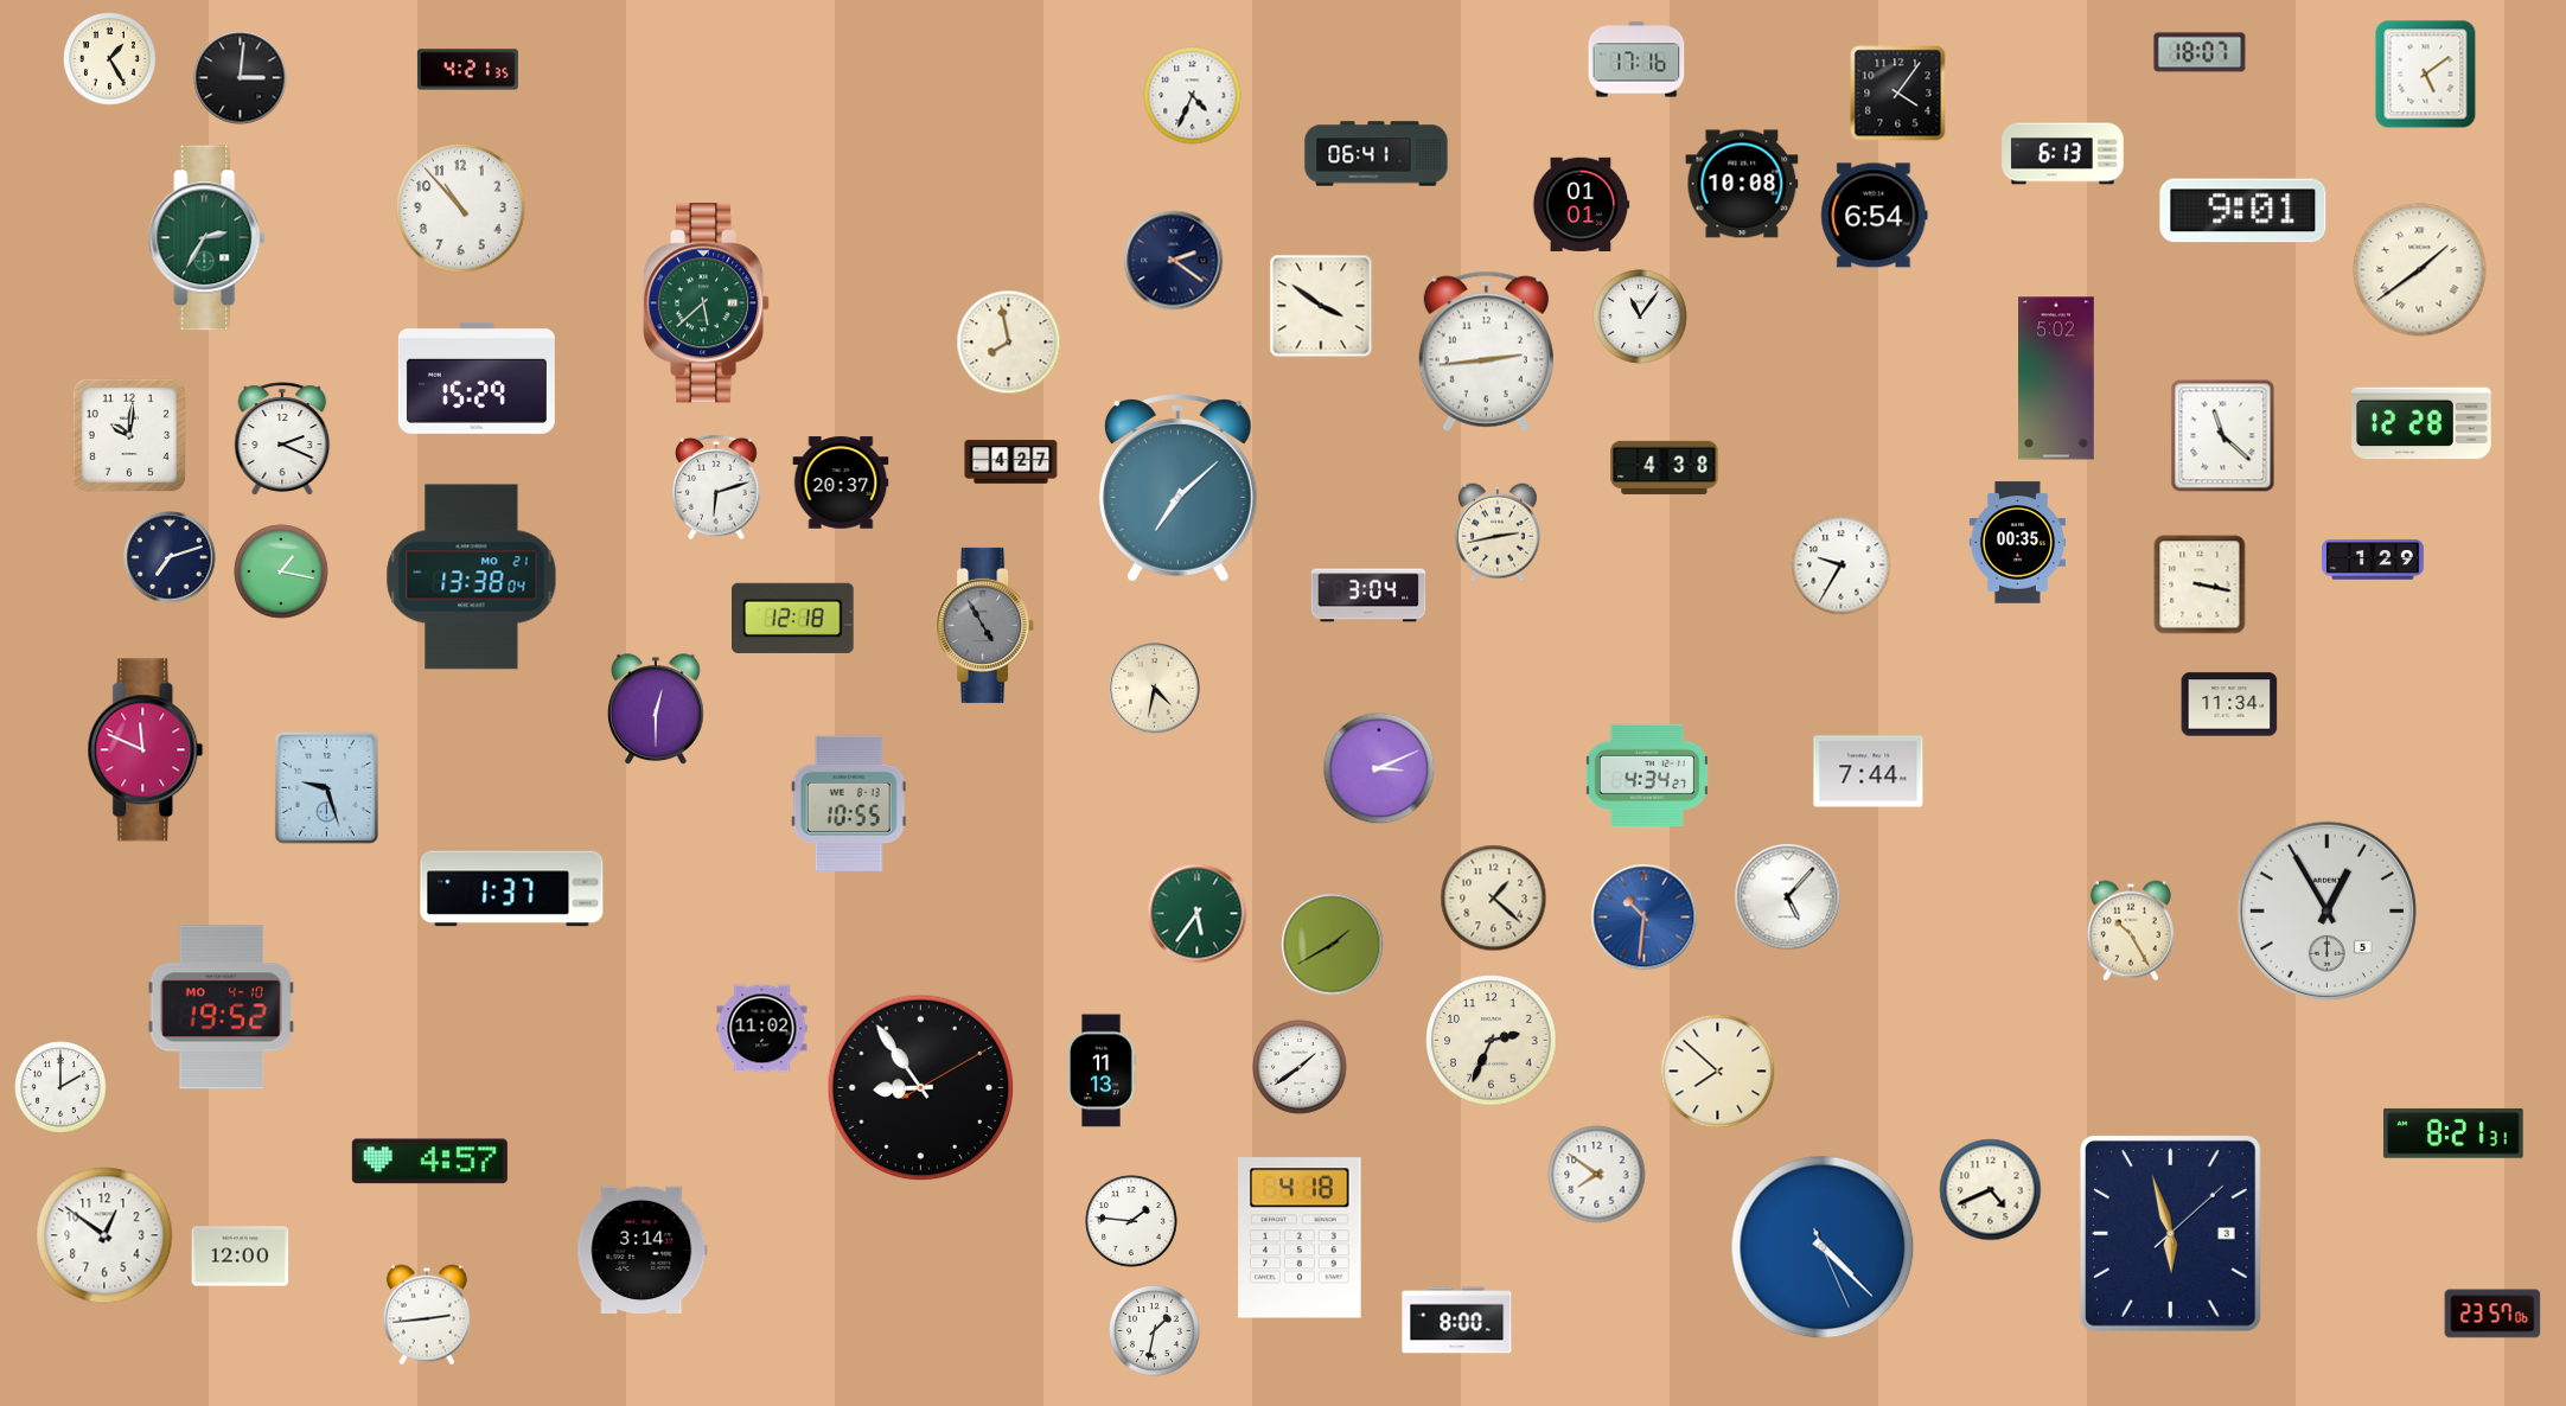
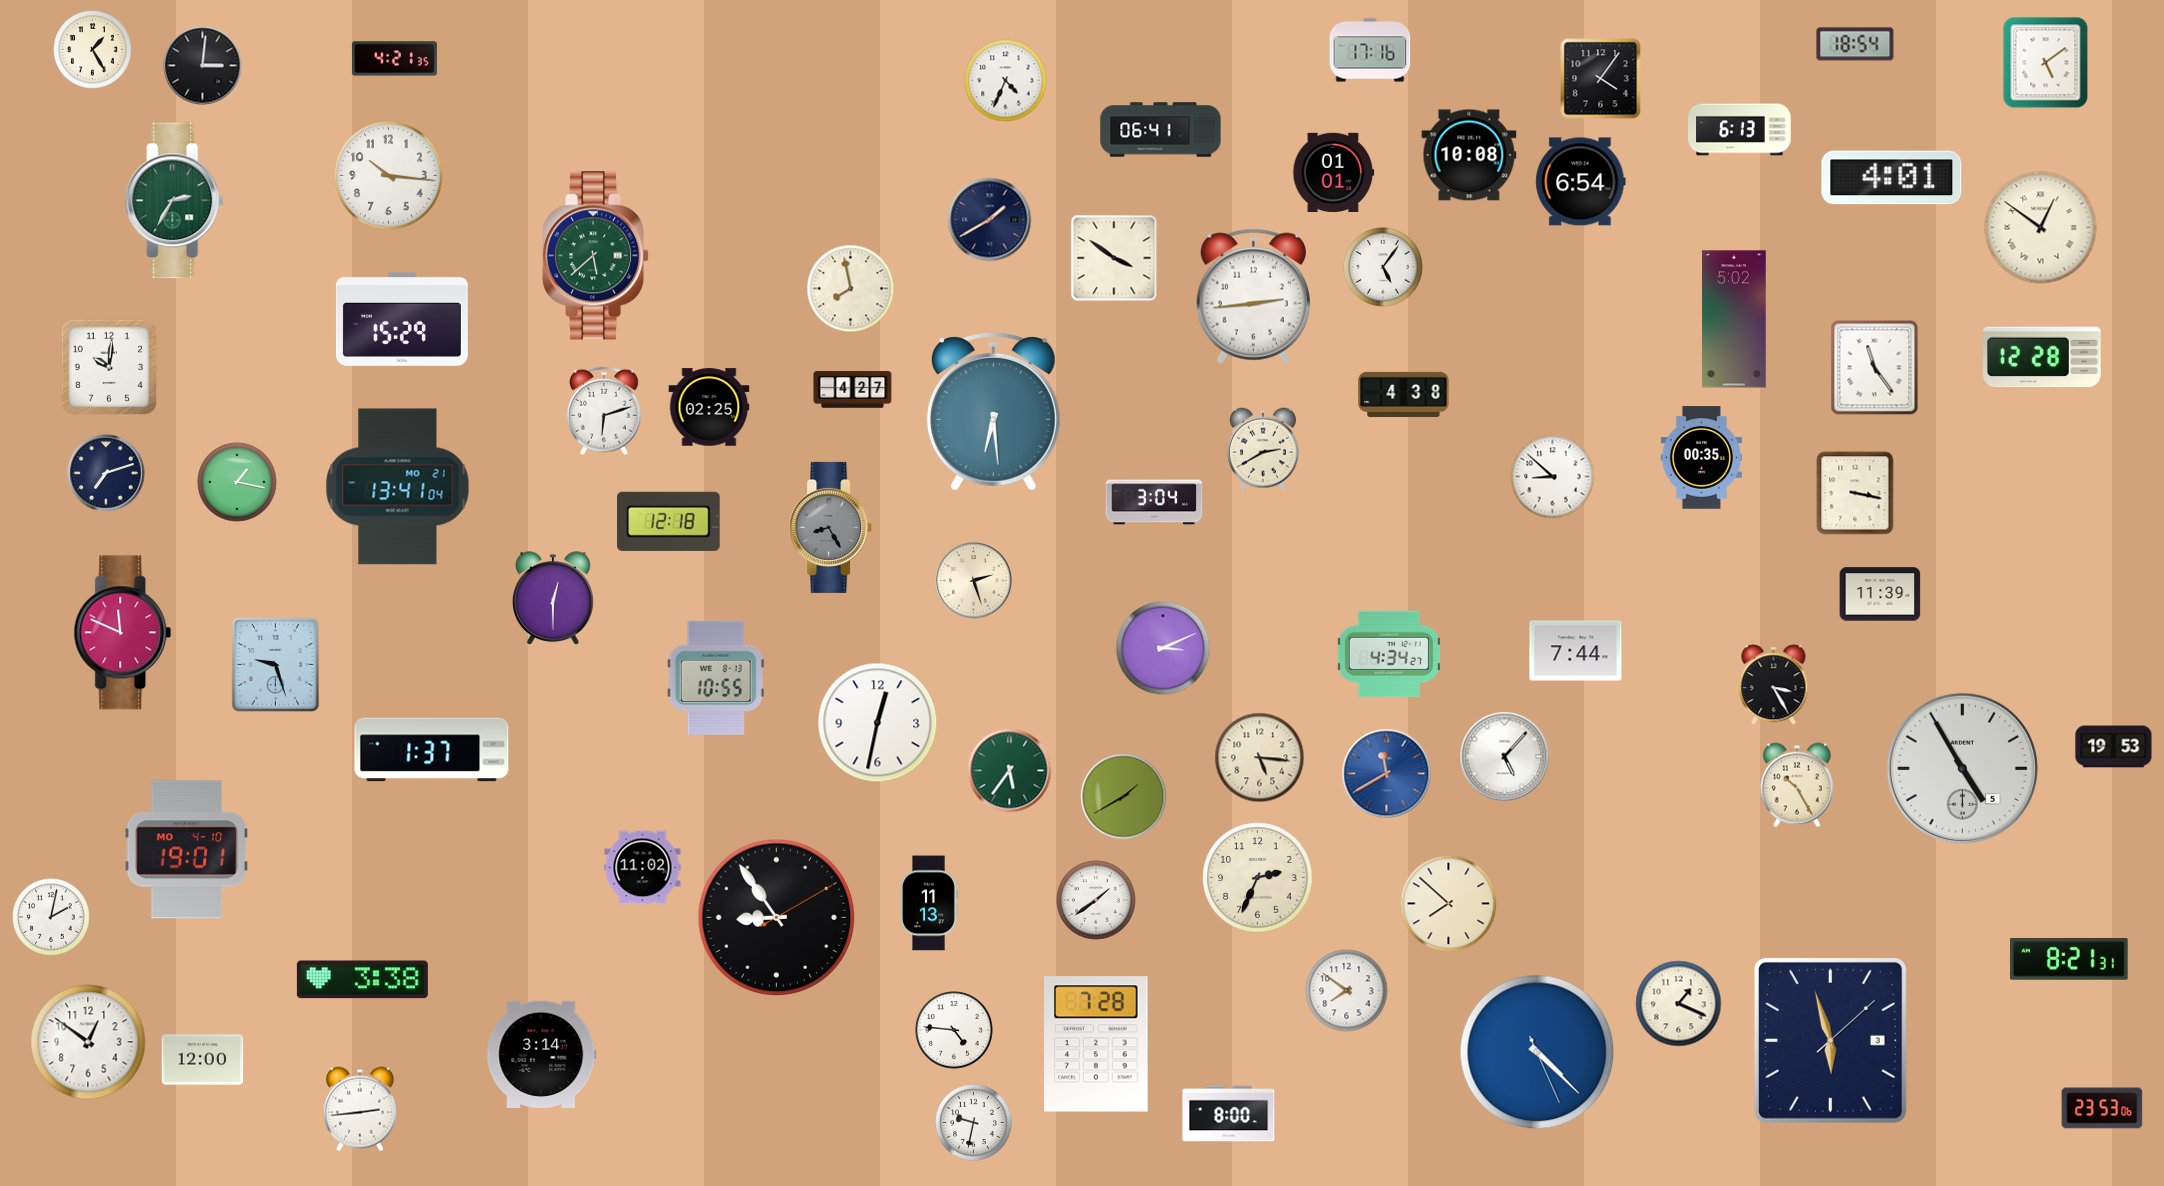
clock at (2200, 52): 18:07 -> 18:54
clock at (1636, 59) position: (1636, 59) -> (1370, 50)
clock at (461, 209): 10:53 -> 10:16
clock at (2243, 211): 9:01 -> 4:01
clock at (1174, 261): 2:21 -> 1:40
clock at (2420, 270): 1:39 -> 12:51
clock at (1640, 317): 11:06 -> 5:06
clock at (2223, 436): 11:22 -> 11:24
clock at (282, 439): 2:19 -> none
clock at (841, 482): 20:37 -> 02:25
clock at (1177, 488): 7:08 -> 6:29
clock at (1498, 532): 2:43 -> 2:40
clock at (170, 557) position: (170, 557) -> (106, 473)
clock at (2374, 560): 1:29 -> none
clock at (1841, 565): 9:35 -> 8:52
clock at (472, 577): 13:38 -> 13:41
clock at (985, 625): 4:55 -> 8:25
clock at (1155, 689): 4:32 -> 2:27
clock at (2229, 704): 11:34 -> 11:39
clock at (1774, 685): none -> 3:25
clock at (878, 723): none -> 12:32
clock at (2114, 747): none -> 19:53
clock at (1788, 897) position: (1788, 897) -> (1505, 757)
clock at (1494, 899): 1:22 -> 5:16
clock at (2326, 910): 12:55 -> 4:55
clock at (1645, 918): 10:31 -> 11:40
clock at (222, 1008): 19:52 -> 19:01
clock at (60, 1087): 2:00 -> 2:02
clock at (2455, 1133) position: (2455, 1133) -> (2070, 959)
clock at (429, 1162): 4:57 -> 3:38
clock at (1991, 1190): 4:41 -> 1:19
clock at (1131, 1221): 1:46 -> 4:46
clock at (1300, 1238): 4:18 -> 7:28
clock at (2492, 1314): 23:57 -> 23:53
clock at (1155, 1331): 1:32 -> 9:32
